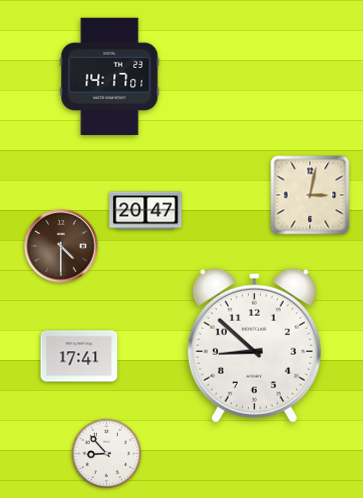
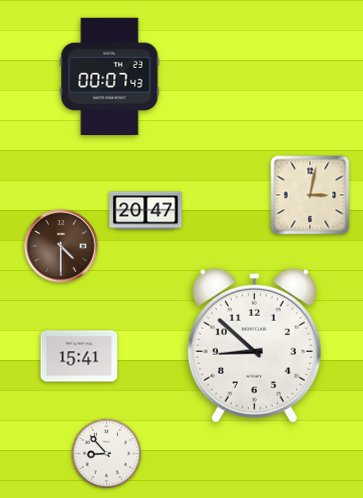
clock at (110, 77): 14:17 -> 00:07
clock at (79, 356): 17:41 -> 15:41
